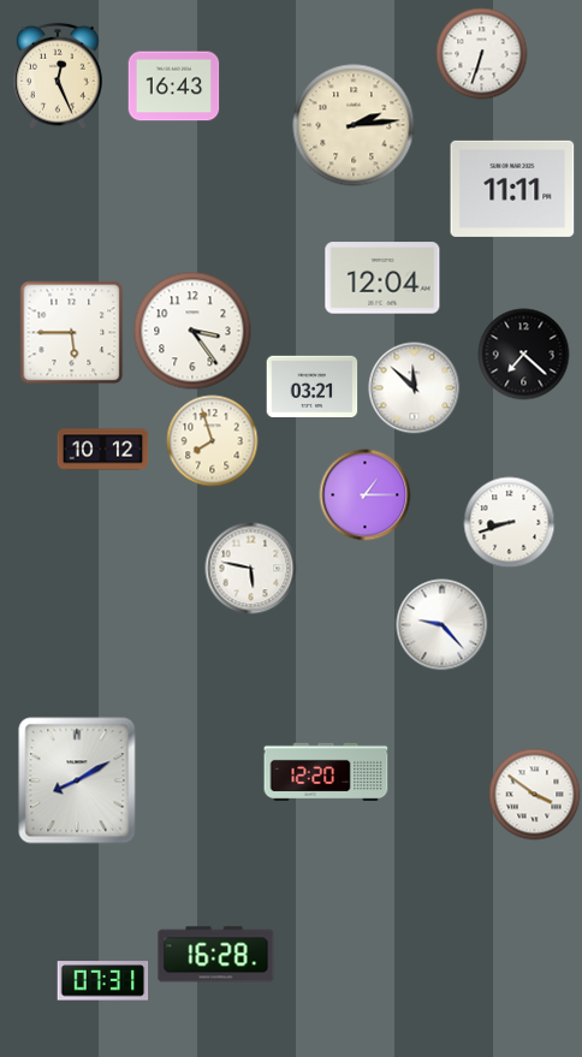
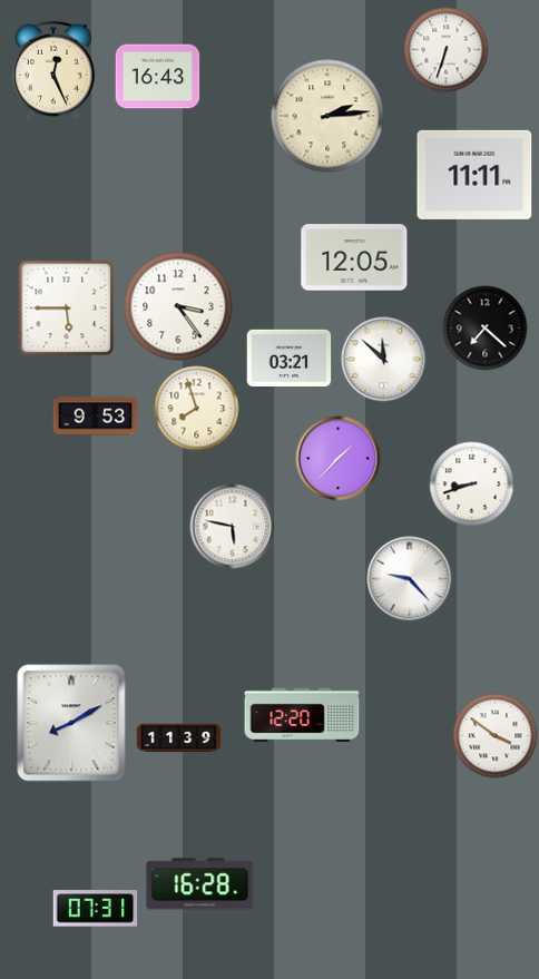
clock at (174, 87) position: (174, 87) -> (158, 77)
clock at (382, 278): 12:04 -> 12:05
clock at (103, 450): 10:12 -> 9:53
clock at (366, 495): 1:15 -> 1:37
clock at (179, 738): none -> 11:39
